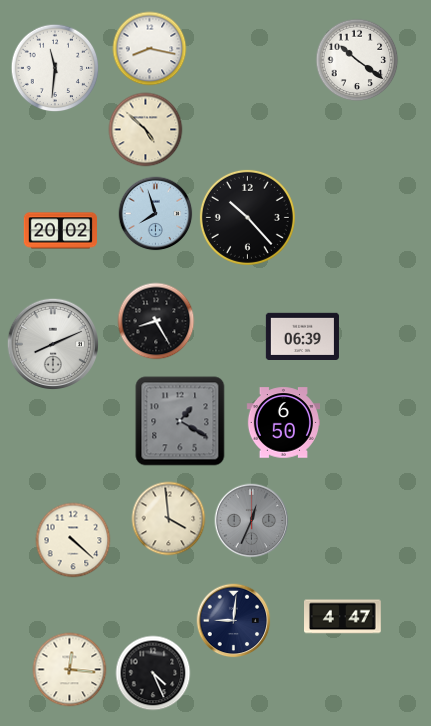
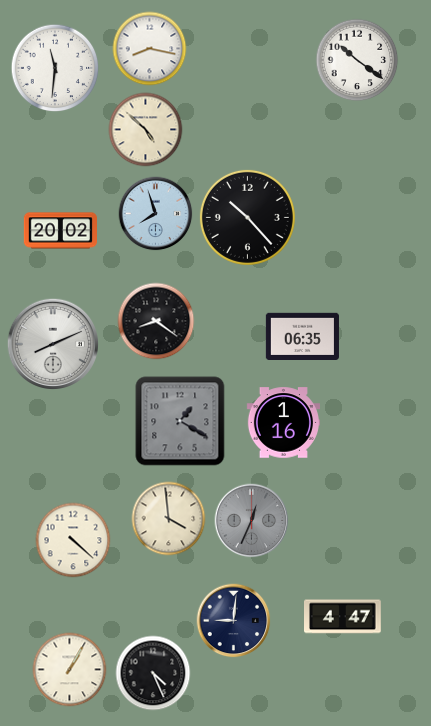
clock at (156, 321): 8:25 -> 8:21
clock at (302, 336): 06:39 -> 06:35
clock at (283, 423): 6:50 -> 1:16
clock at (70, 670): 12:16 -> 1:05
